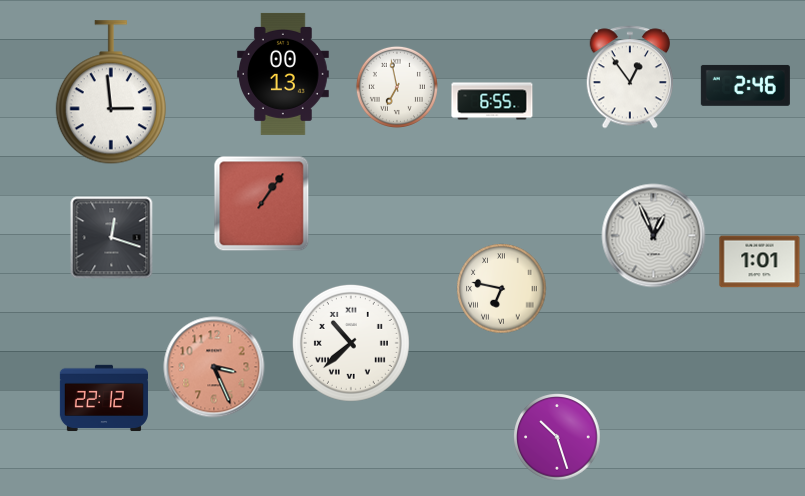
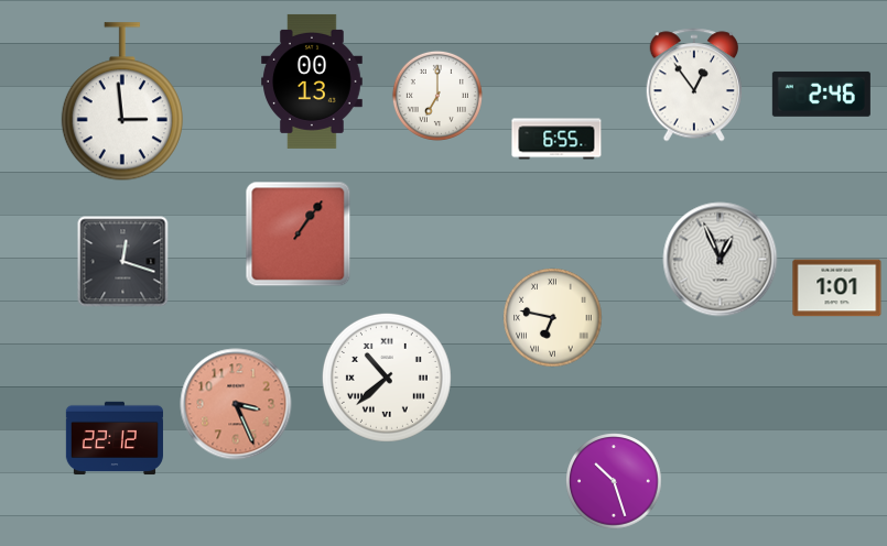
clock at (397, 87): 6:58 -> 7:00
clock at (492, 101) position: (492, 101) -> (556, 139)
clock at (262, 204) position: (262, 204) -> (299, 234)
